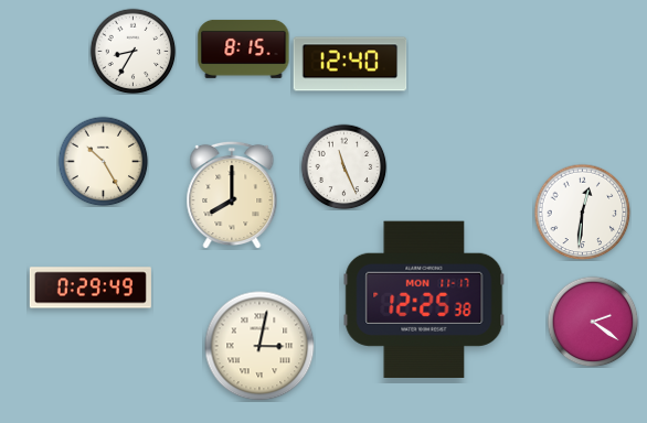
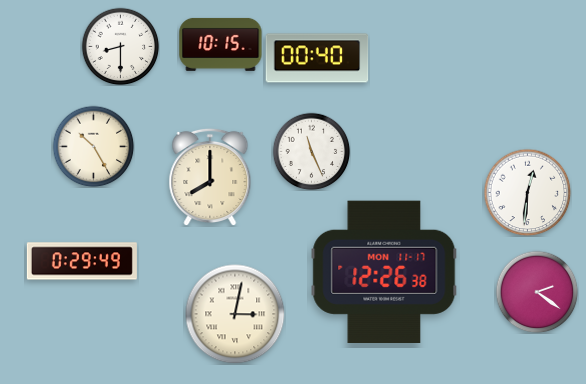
clock at (244, 48): 8:15 -> 10:15
clock at (132, 51): 8:35 -> 8:30
clock at (350, 64): 12:40 -> 00:40
clock at (424, 299): 12:25 -> 12:26
